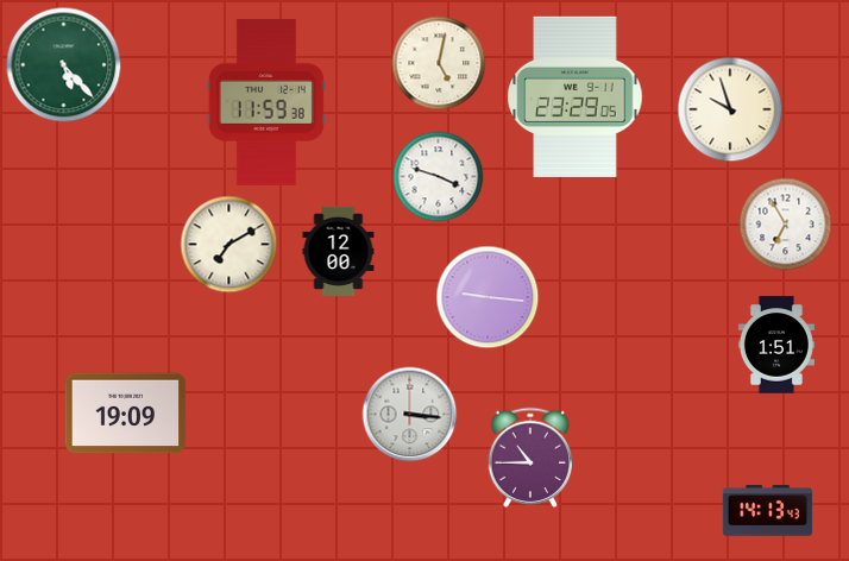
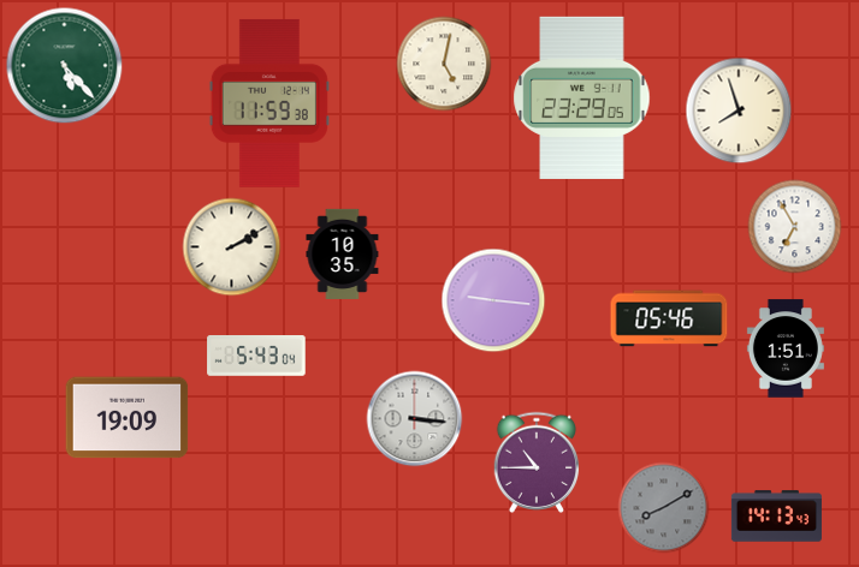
clock at (730, 109): 9:57 -> 7:57
clock at (439, 177): 3:48 -> none
clock at (229, 245): 7:10 -> 2:10
clock at (339, 251): 12:00 -> 10:35
clock at (669, 318): none -> 05:46
clock at (256, 357): none -> 5:43
clock at (664, 508): none -> 8:10
